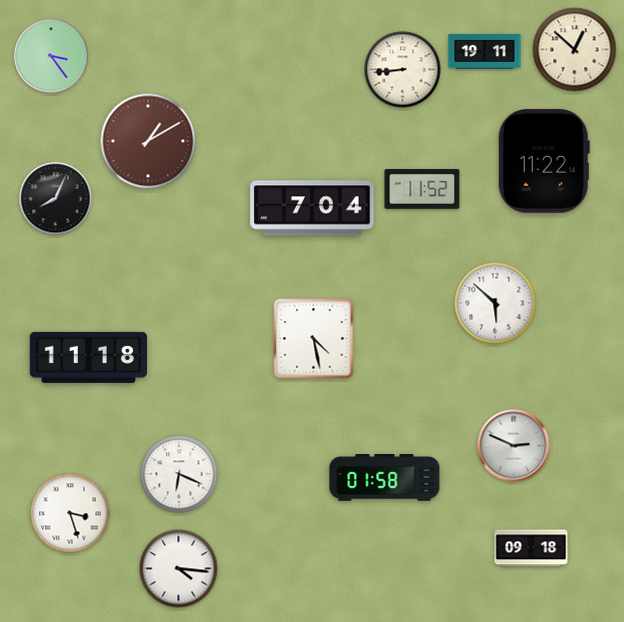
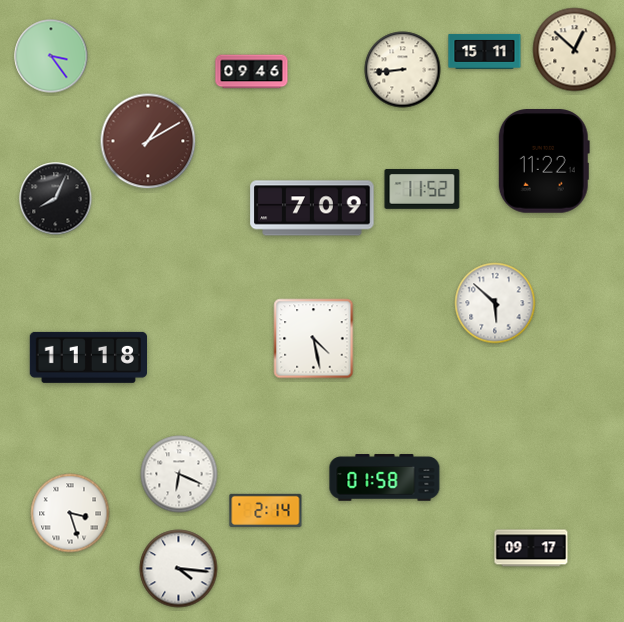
clock at (485, 52): 19:11 -> 15:11
clock at (252, 72): none -> 09:46
clock at (312, 208): 7:04 -> 7:09
clock at (514, 446): 2:49 -> none
clock at (266, 510): none -> 2:14
clock at (531, 548): 09:18 -> 09:17
